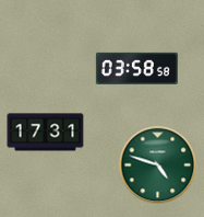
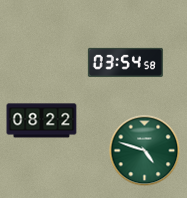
clock at (136, 68): 03:58 -> 03:54
clock at (46, 133): 17:31 -> 08:22
